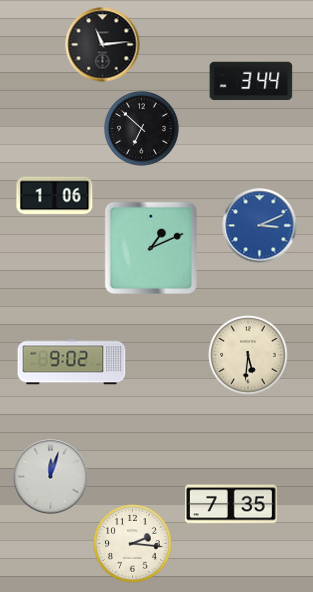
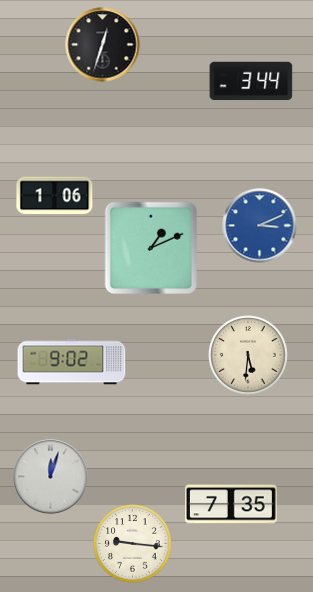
clock at (103, 45): 11:14 -> 12:33
clock at (142, 129): 6:52 -> none
clock at (133, 544): 2:16 -> 9:16
